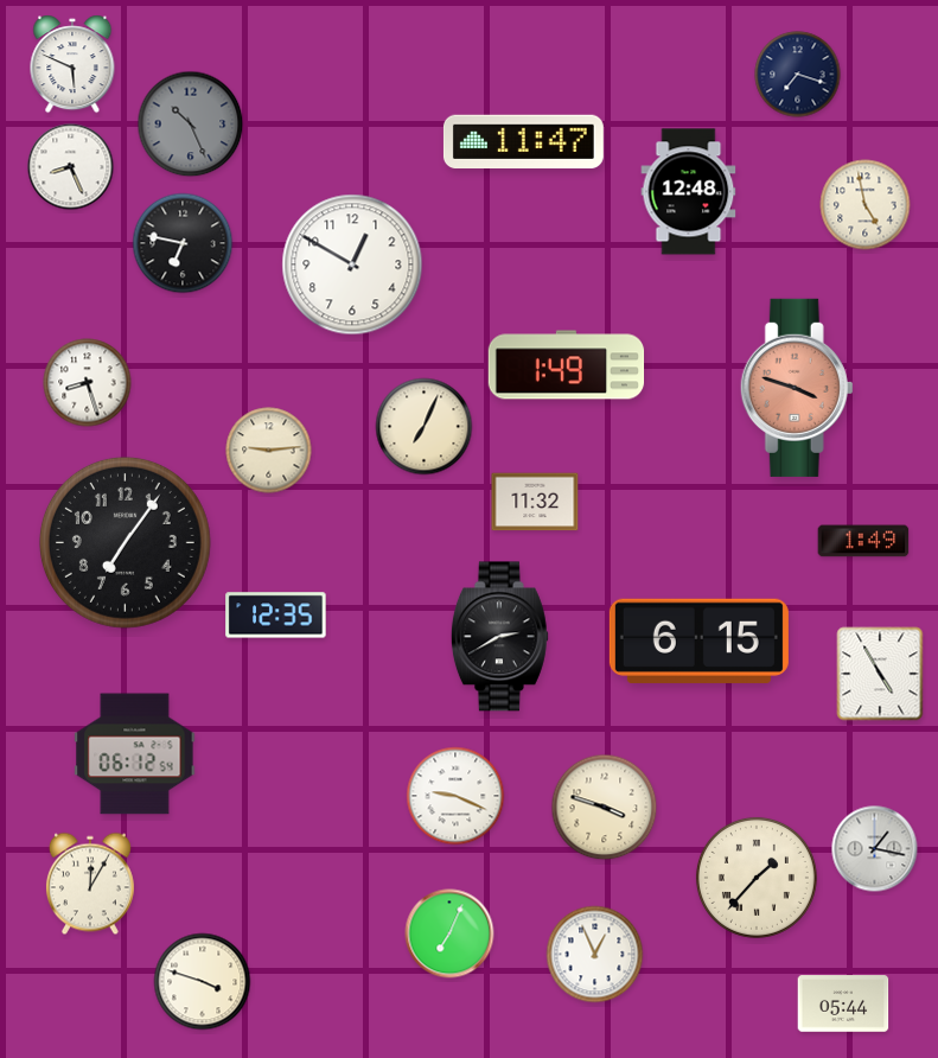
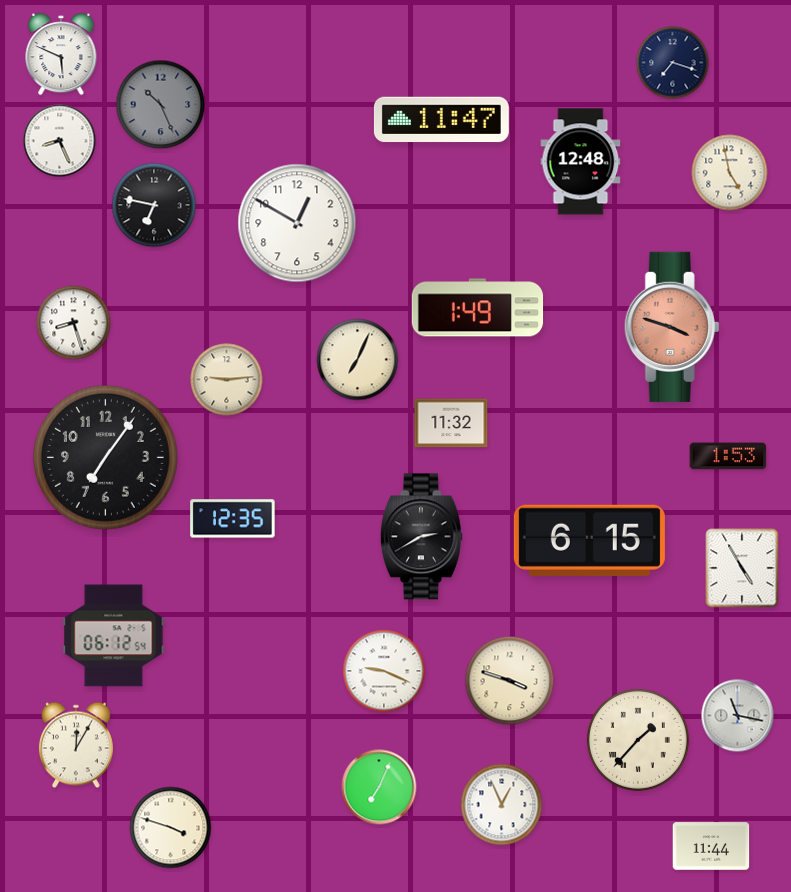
clock at (863, 541): 1:49 -> 1:53
clock at (875, 849): 1:17 -> 11:17
clock at (843, 1003): 05:44 -> 11:44
